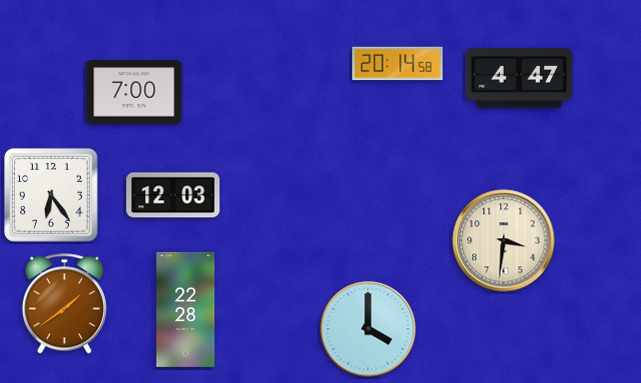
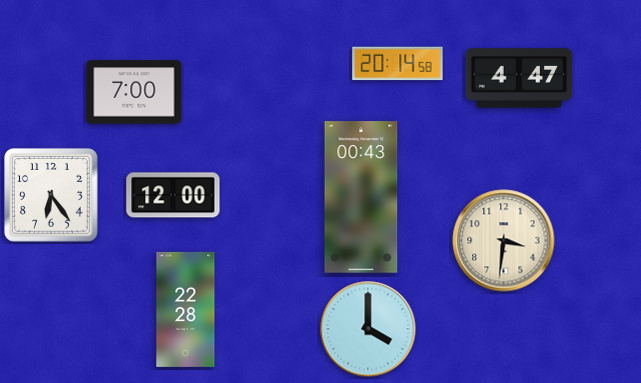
clock at (173, 195): 12:03 -> 12:00
clock at (361, 197): none -> 00:43
clock at (64, 304): 1:39 -> none
